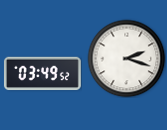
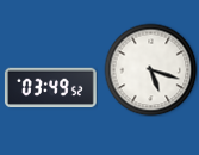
clock at (126, 58): 2:18 -> 5:18
